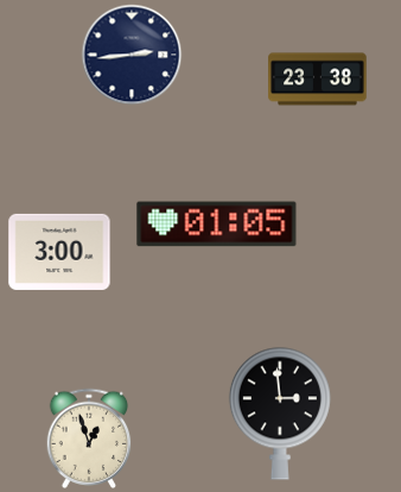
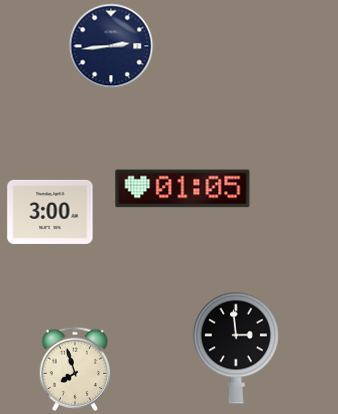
clock at (318, 80): 23:38 -> none
clock at (89, 439): 12:57 -> 7:57
